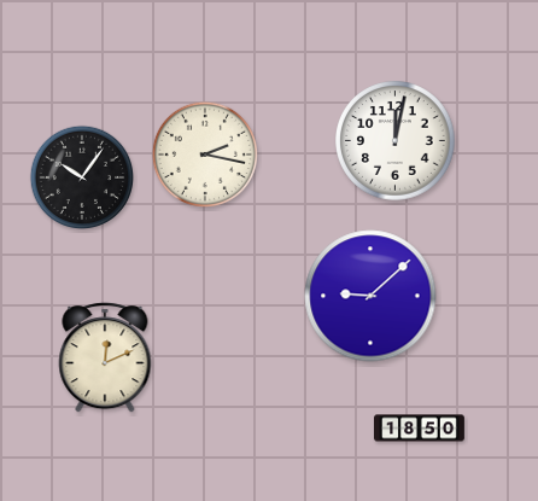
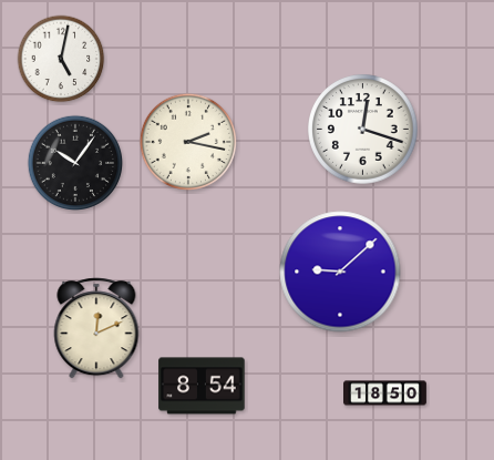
clock at (61, 59): none -> 5:02
clock at (396, 141): 12:02 -> 12:18
clock at (202, 386): none -> 8:54
